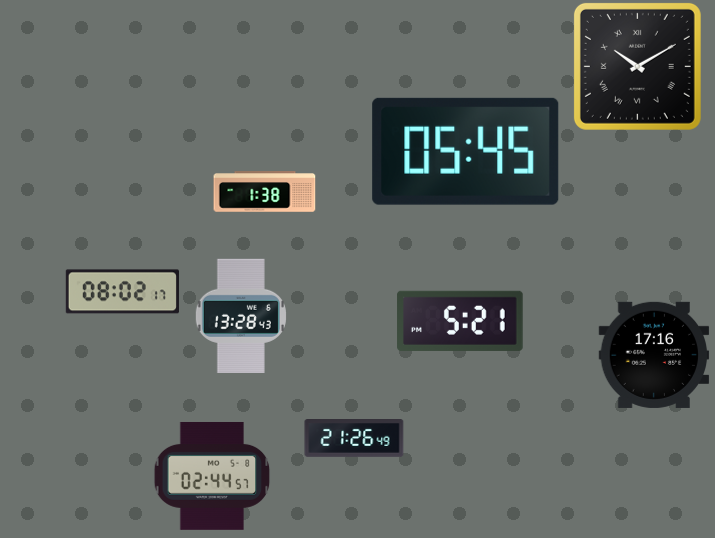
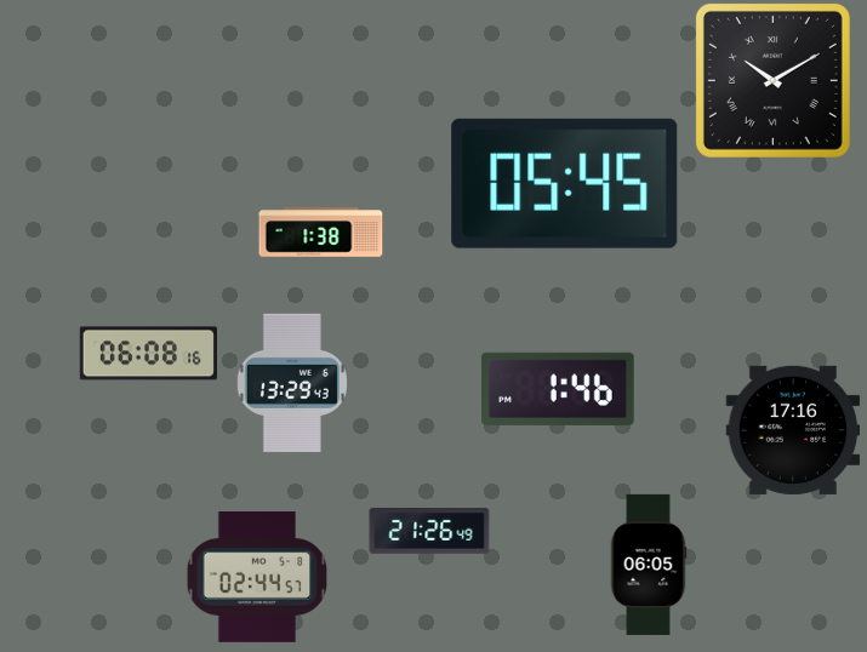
clock at (122, 292): 08:02 -> 06:08
clock at (241, 316): 13:28 -> 13:29
clock at (460, 321): 5:21 -> 1:46
clock at (649, 565): none -> 06:05
